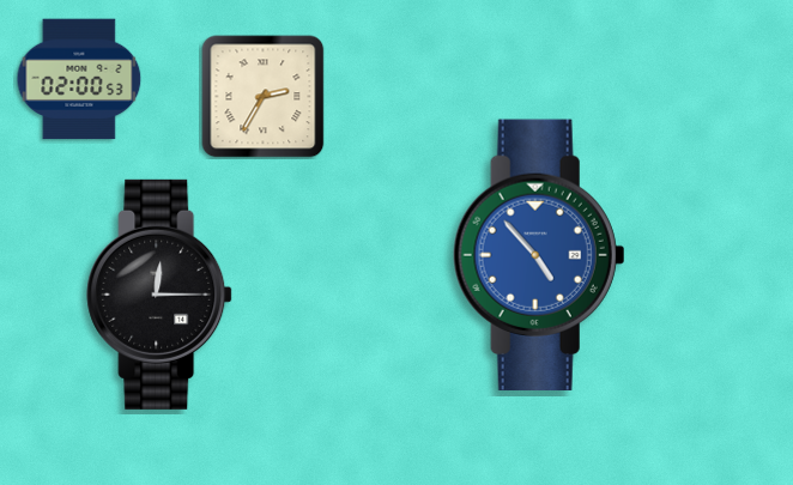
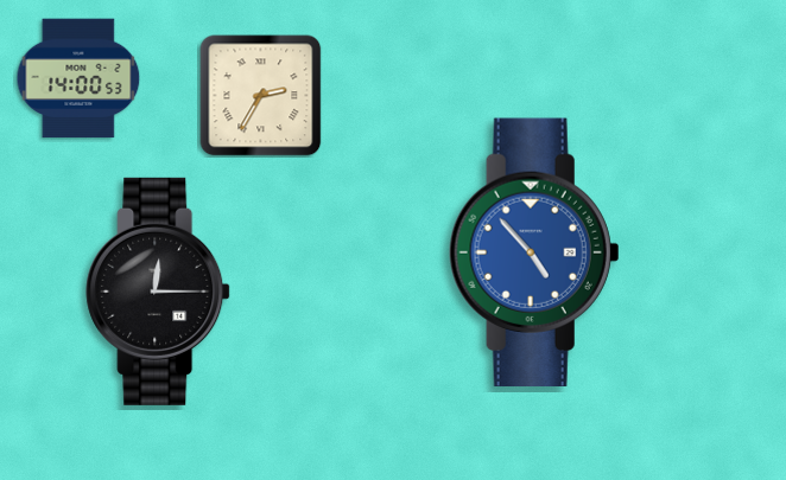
clock at (79, 79): 02:00 -> 14:00
